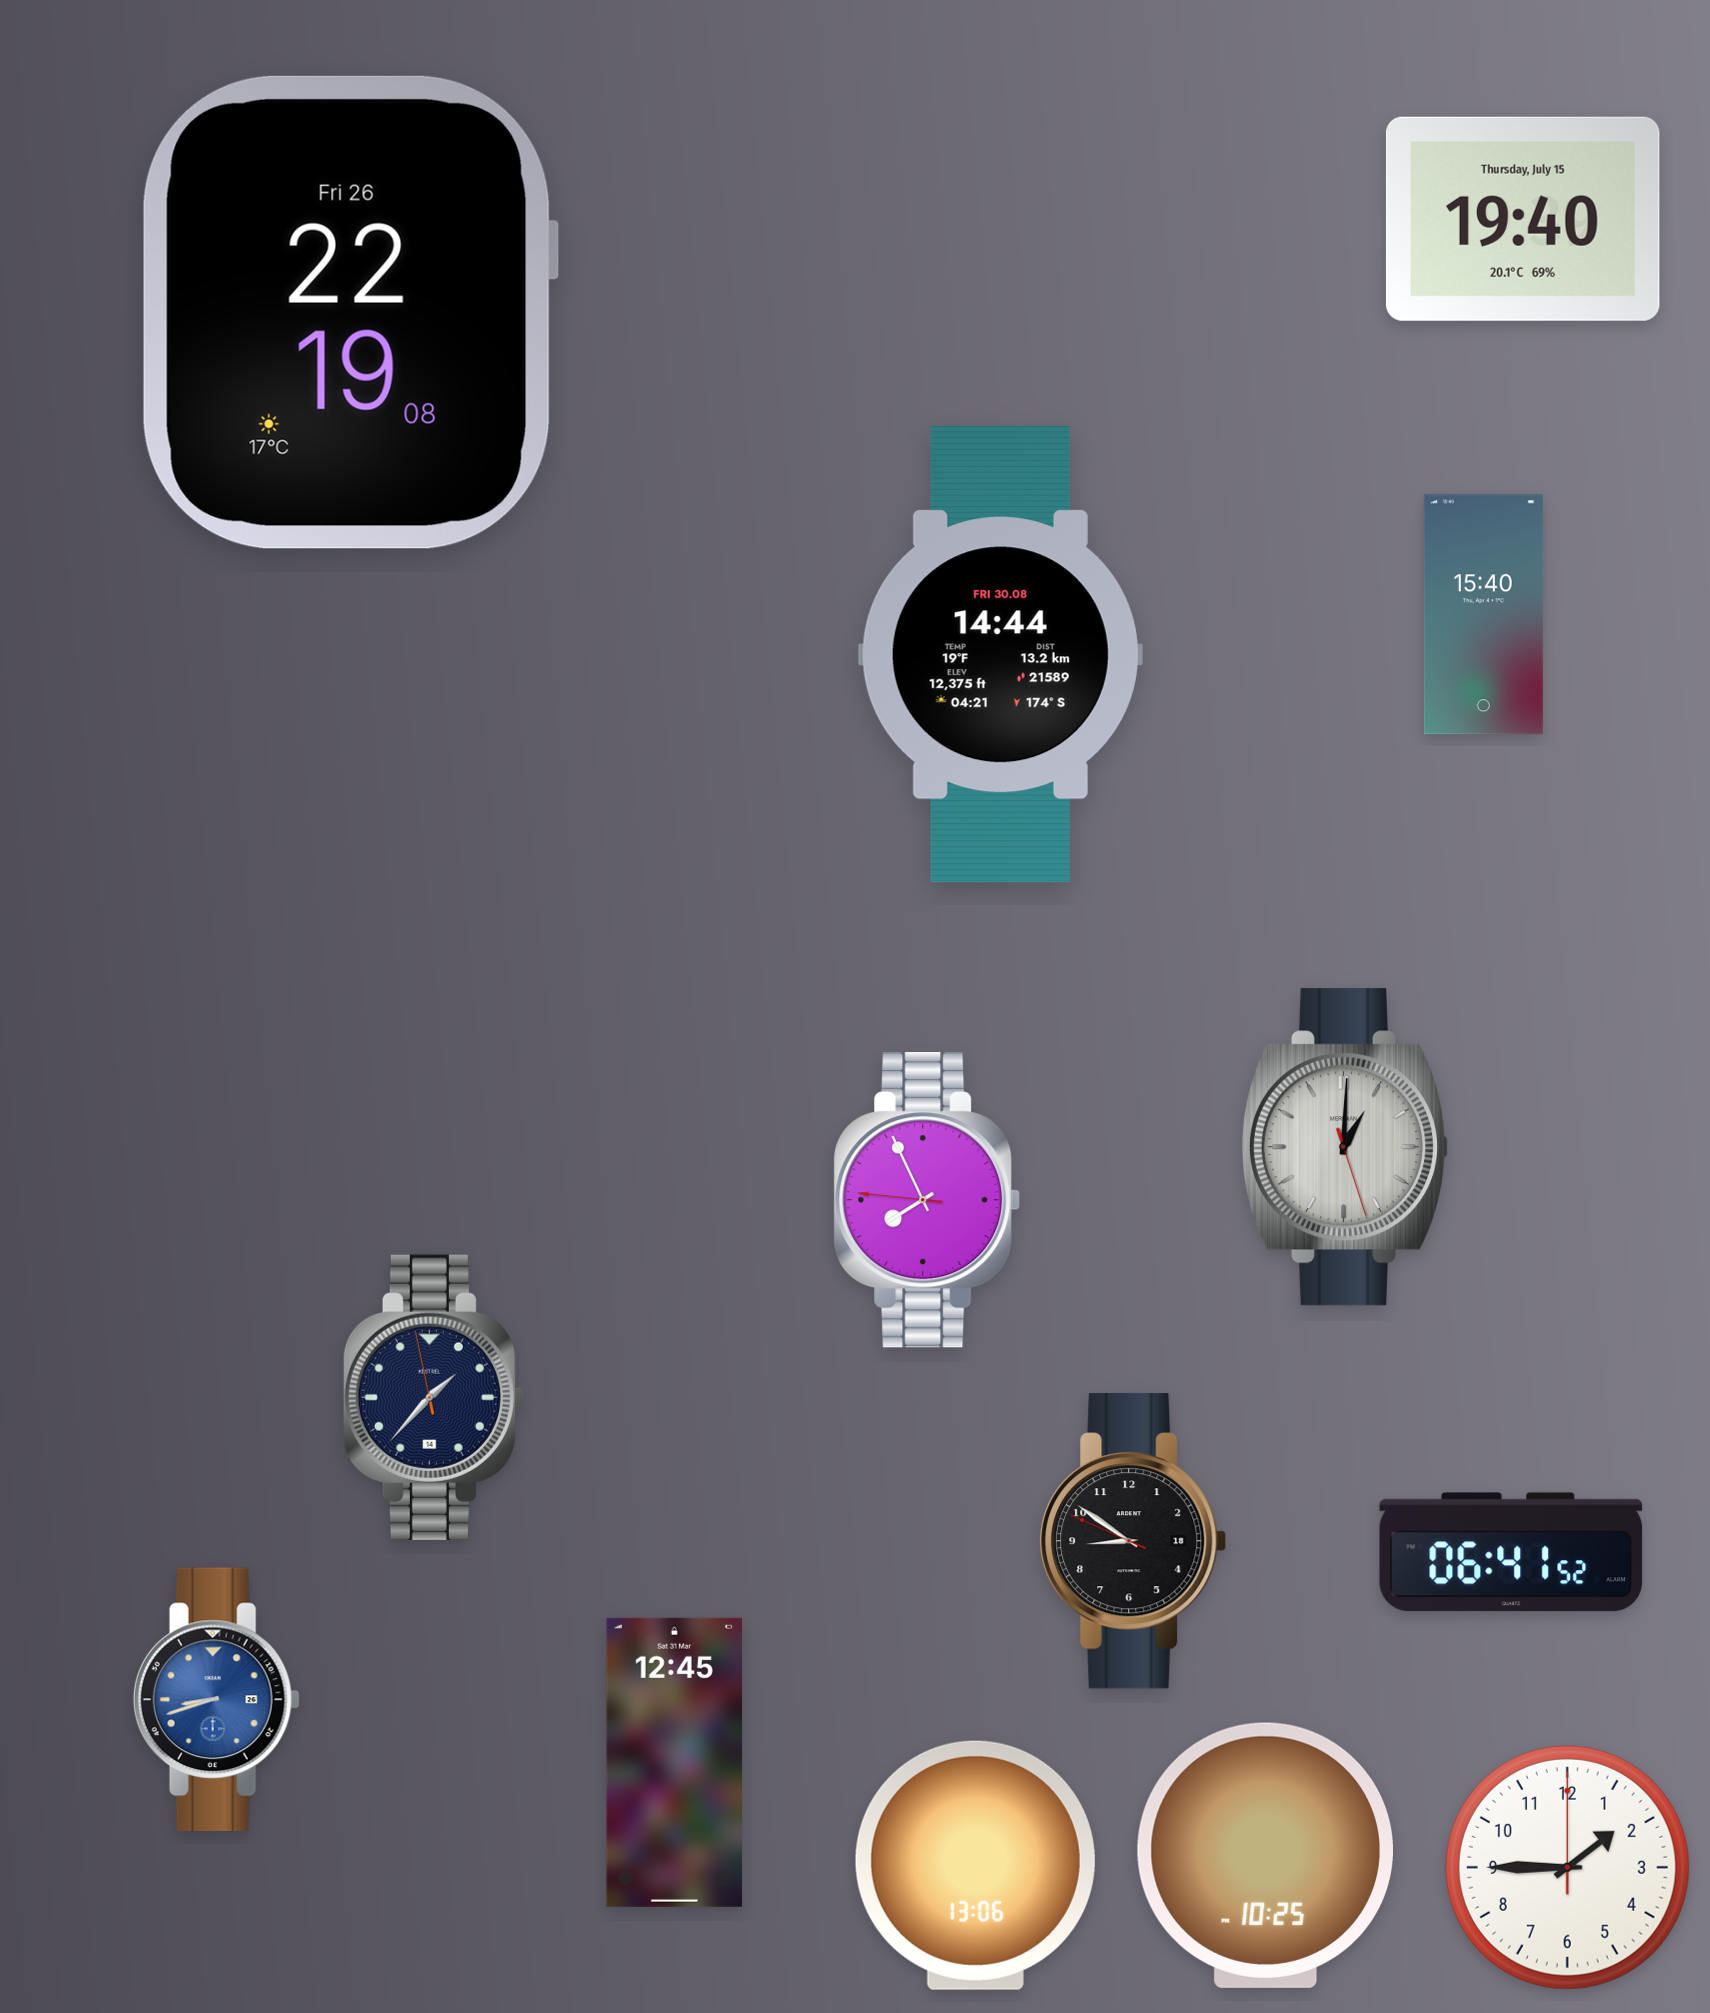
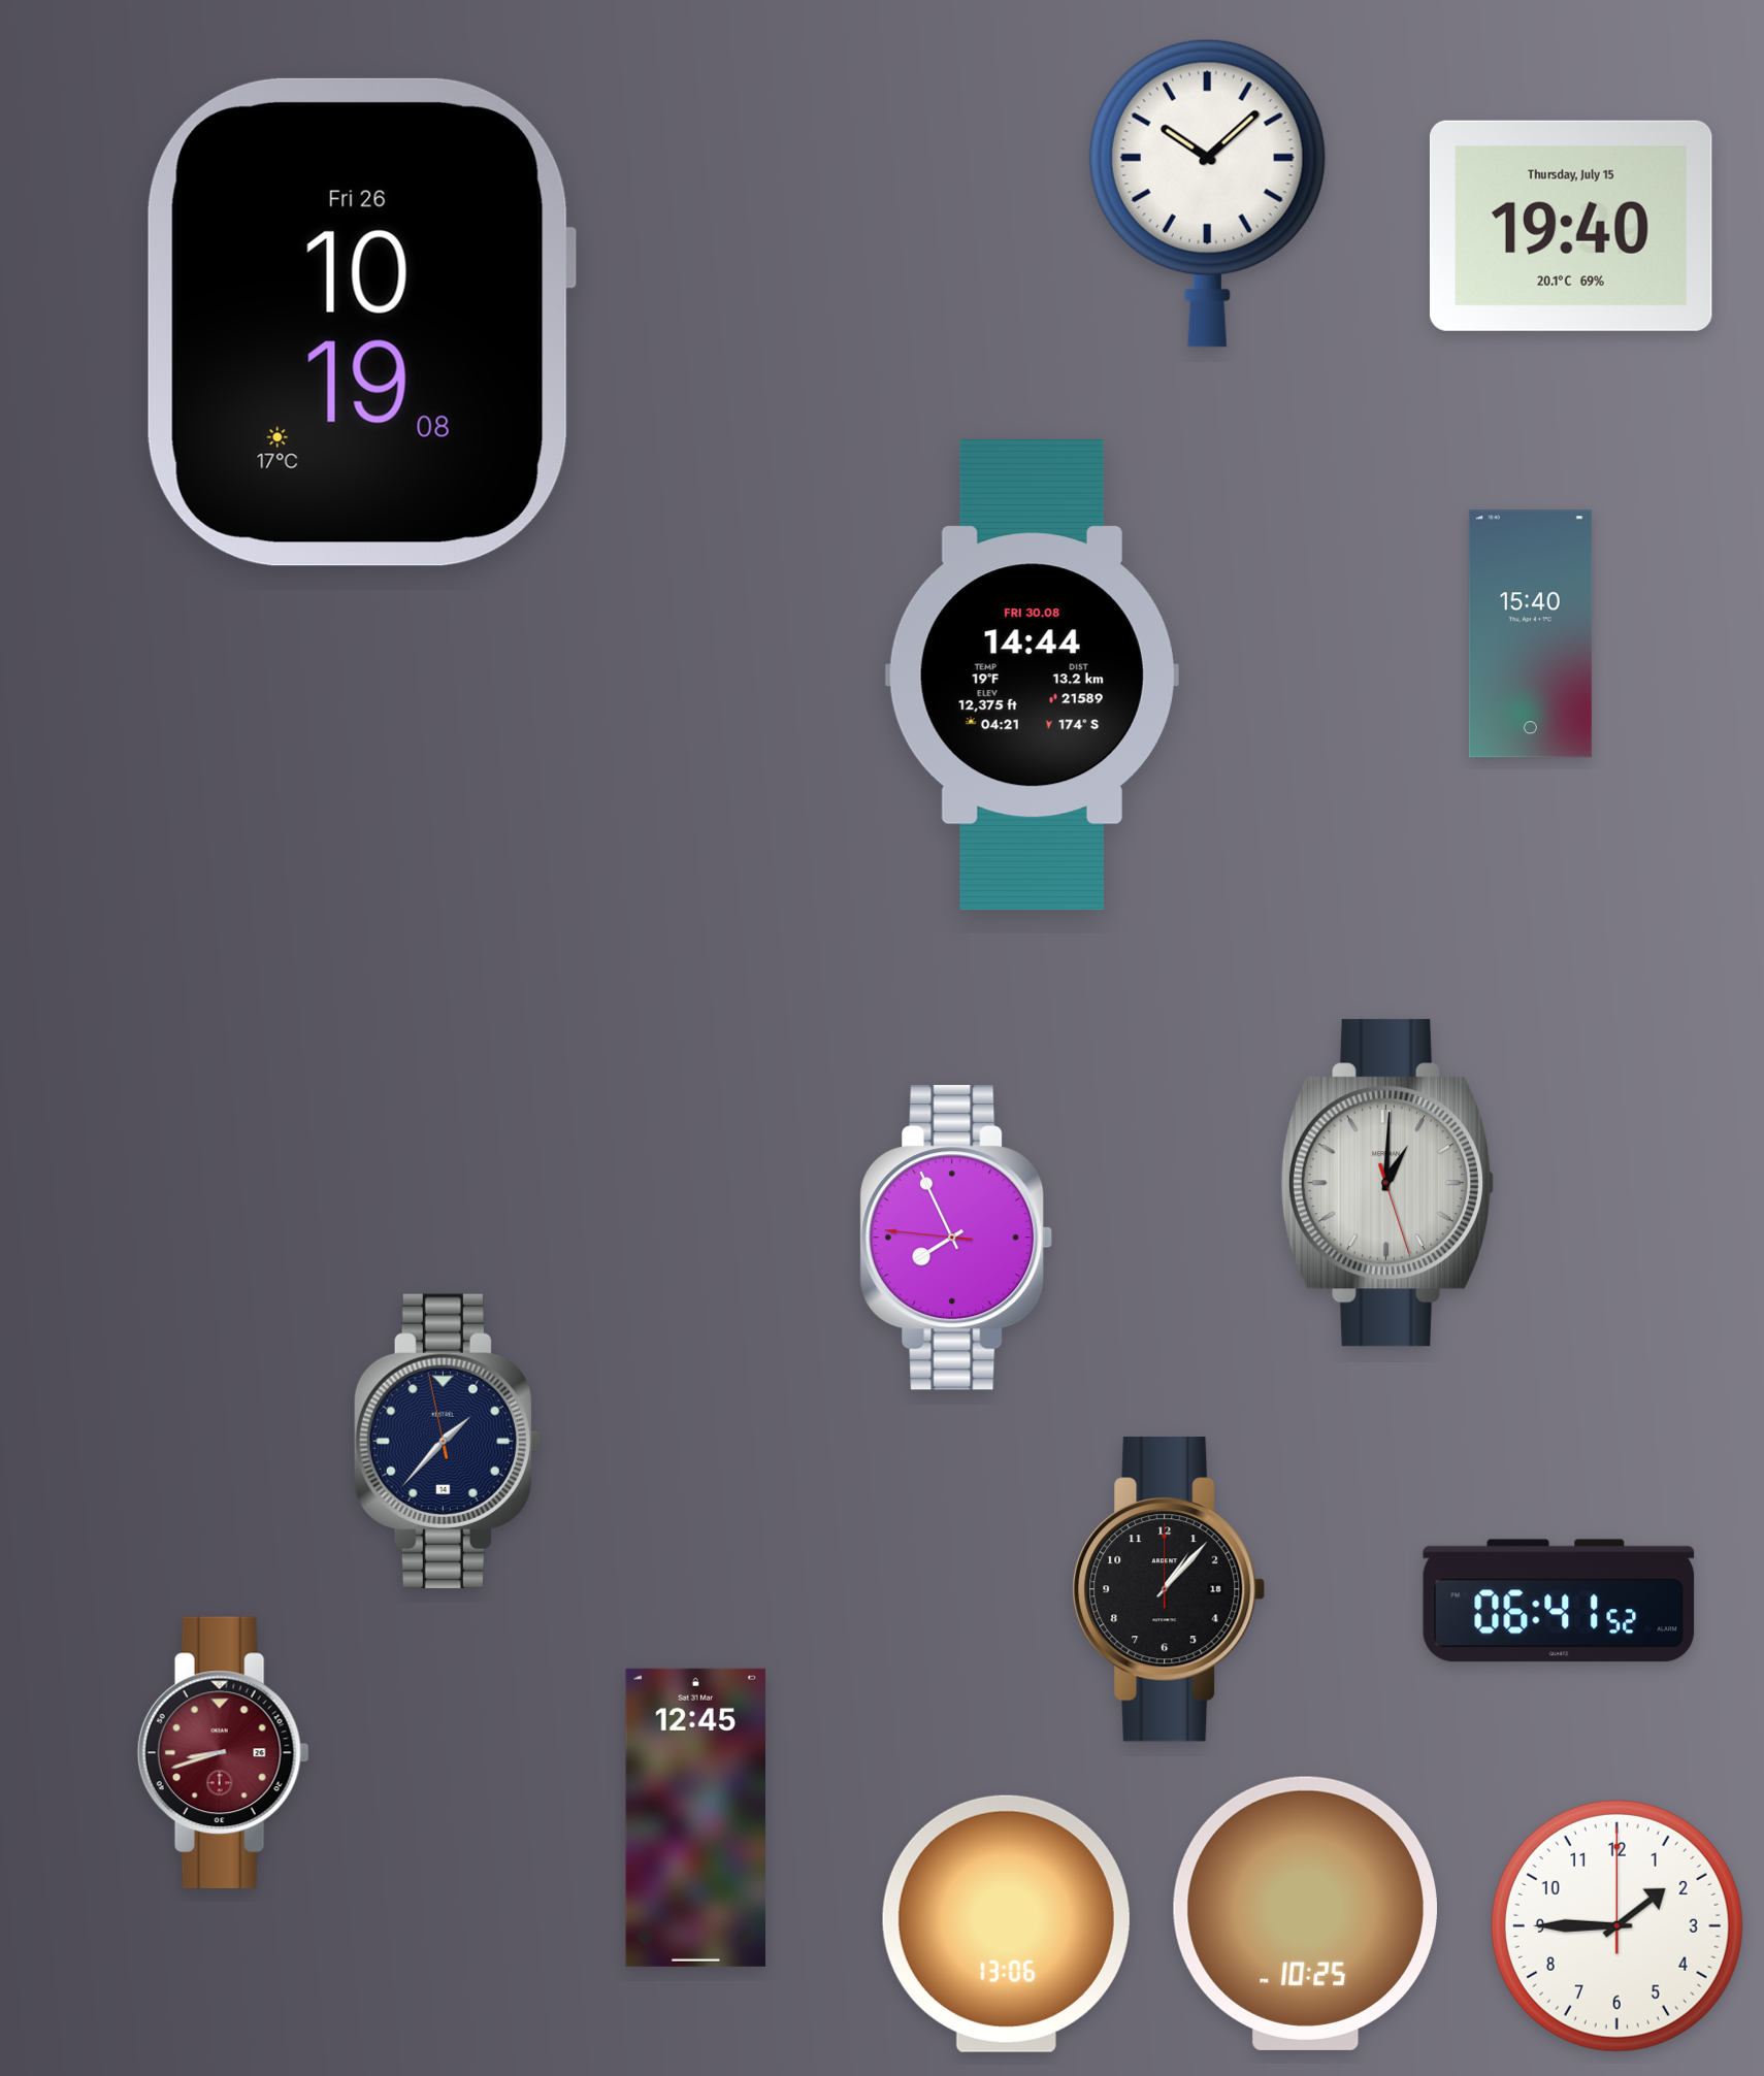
clock at (1207, 193): none -> 10:08
clock at (350, 312): 22:19 -> 10:19
clock at (1133, 1541): 8:50 -> 1:07
clock at (216, 1699) dial: blue -> burgundy
